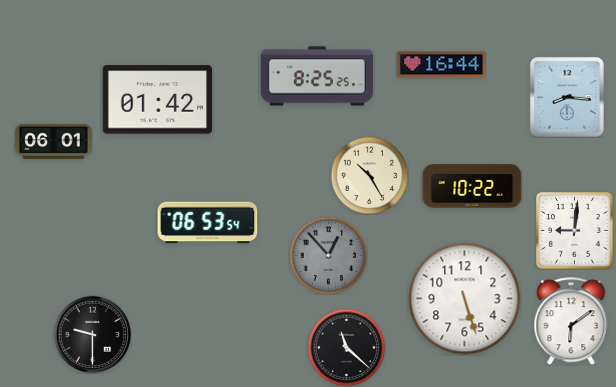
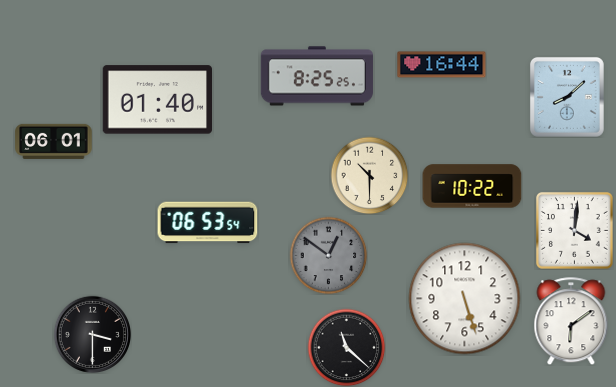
clock at (567, 97): 8:16 -> 8:08
clock at (157, 100): 01:42 -> 01:40
clock at (369, 175): 10:25 -> 10:30
clock at (575, 231): 9:01 -> 4:01
clock at (328, 255): 12:53 -> 12:51
clock at (92, 334): 9:30 -> 3:30
